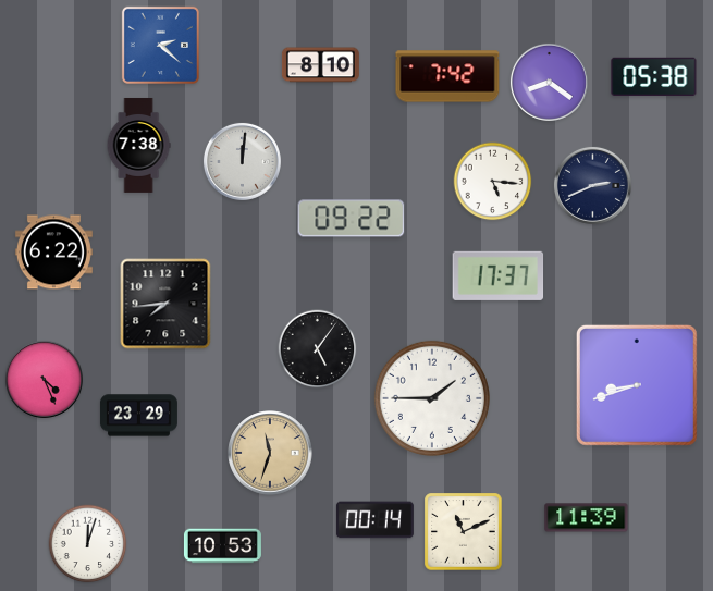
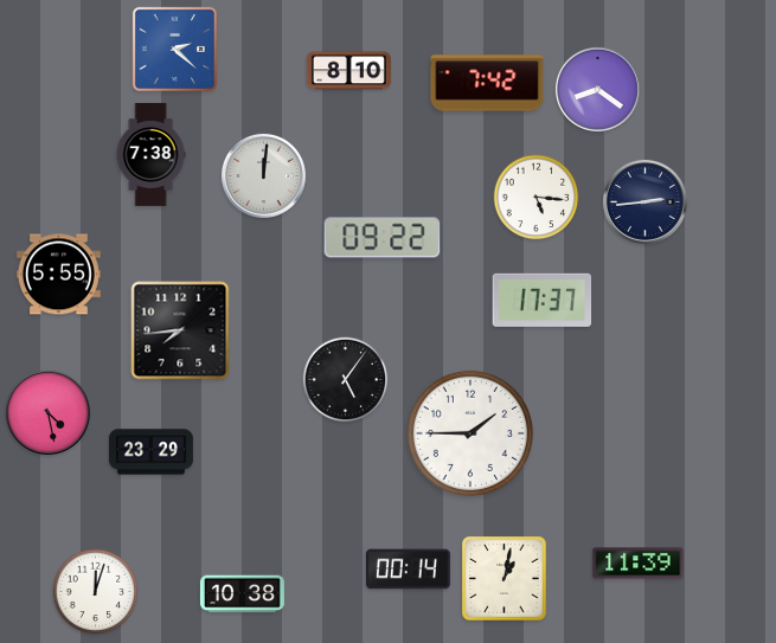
clock at (654, 77): 05:38 -> none
clock at (138, 145) position: (138, 145) -> (150, 154)
clock at (592, 185): 2:41 -> 2:44
clock at (53, 253): 6:22 -> 5:55
clock at (44, 379): 4:26 -> 4:28
clock at (637, 385): 8:42 -> none
clock at (270, 453): 11:33 -> none
clock at (374, 520) position: (374, 520) -> (408, 570)
clock at (464, 532): 11:11 -> 1:02
clock at (222, 546): 10:53 -> 10:38
